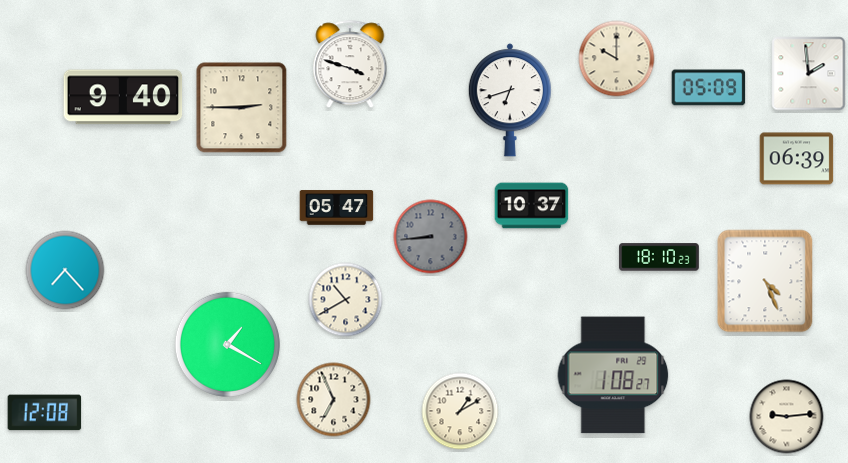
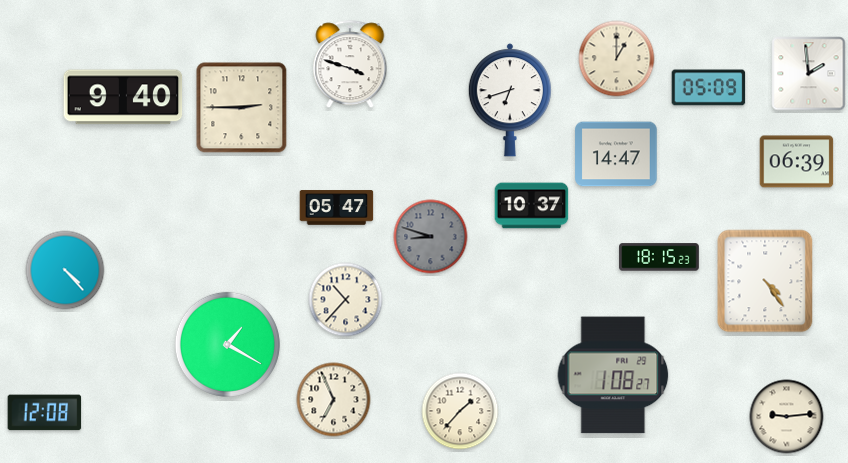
clock at (617, 59): 10:00 -> 1:00
clock at (616, 154): none -> 14:47
clock at (797, 159) position: (797, 159) -> (797, 162)
clock at (431, 237): 8:44 -> 8:48
clock at (660, 257): 18:10 -> 18:15
clock at (65, 270): 7:23 -> 4:23
clock at (765, 281): 4:26 -> 4:24
clock at (346, 300): 10:40 -> 10:37
clock at (460, 411): 1:10 -> 1:37
